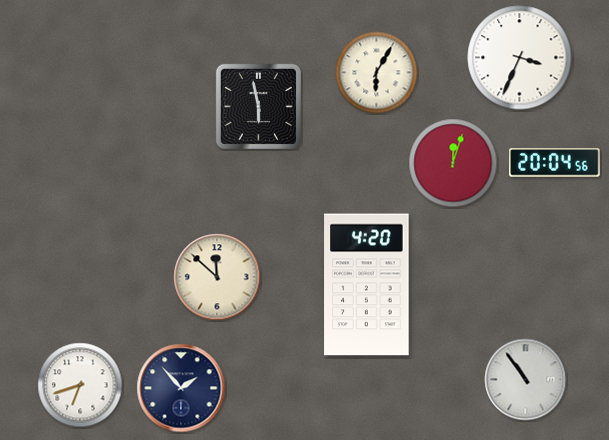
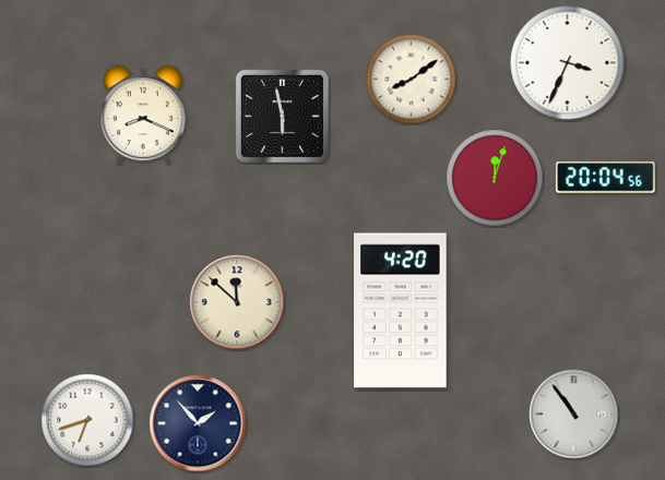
clock at (377, 73): 6:05 -> 8:09
clock at (143, 115): none -> 8:19
